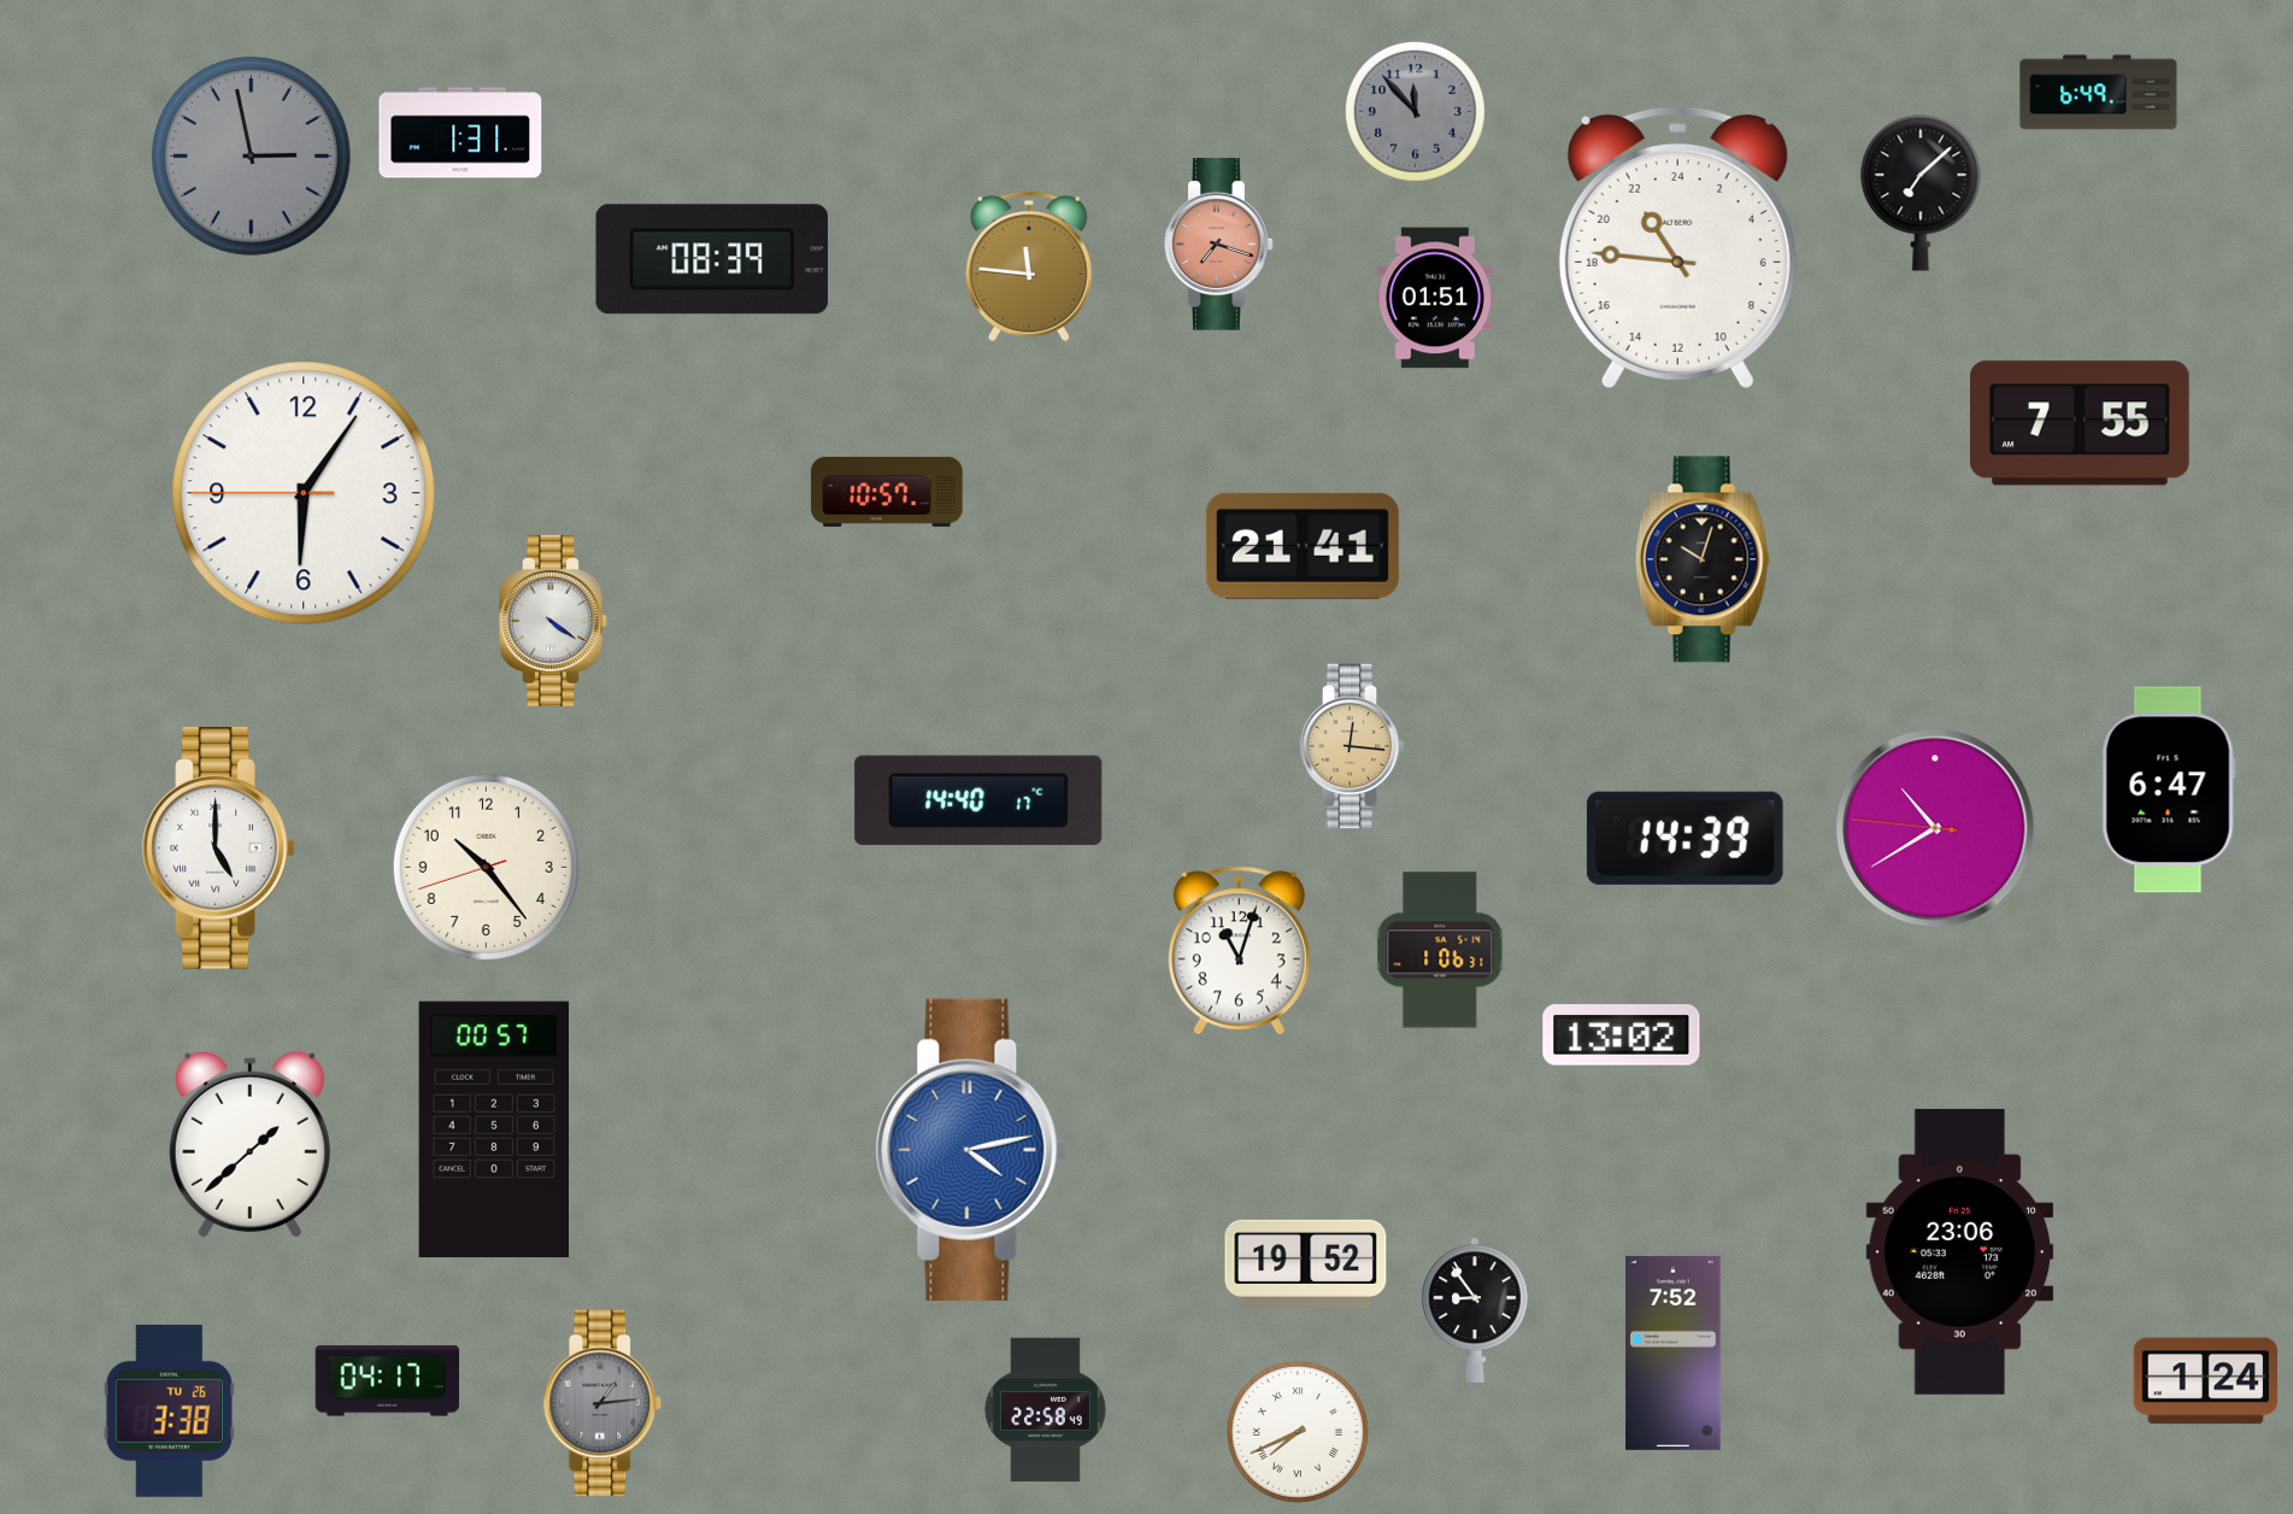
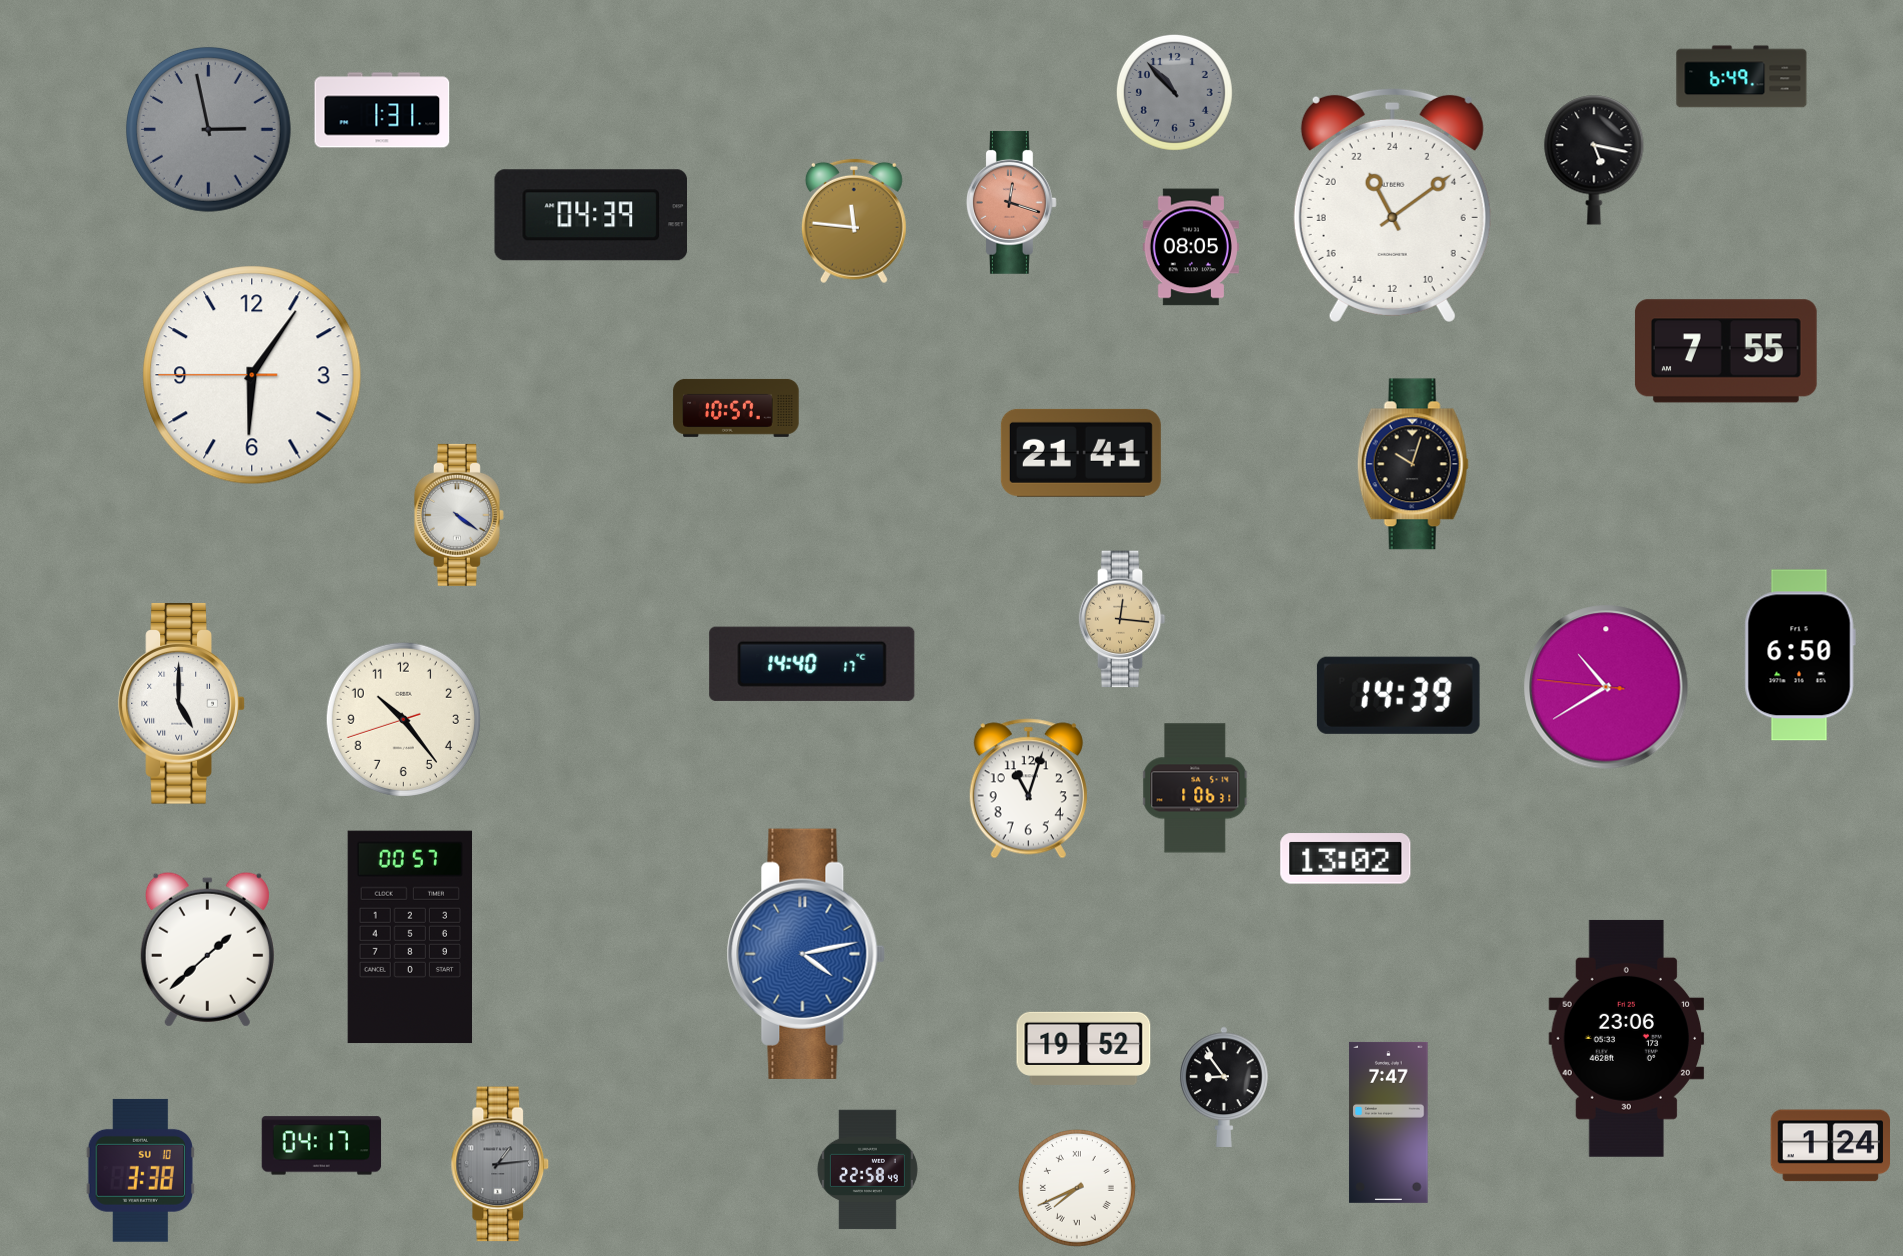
clock at (1415, 111): 11:53 -> 10:53
clock at (1921, 193): 7:08 -> 5:17
clock at (1218, 243): 7:18 -> 12:18
clock at (1677, 247): 21:46 -> 22:09
clock at (711, 259): 08:39 -> 04:39
clock at (1435, 298): 01:51 -> 08:05
clock at (304, 493) position: (304, 493) -> (252, 375)
clock at (2169, 790): 6:47 -> 6:50
clock at (1674, 1352): 7:52 -> 7:47
clock at (169, 1410) date: TU 26 -> SU 10
